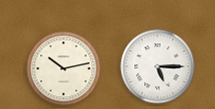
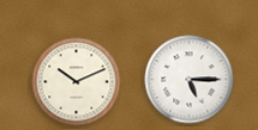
clock at (64, 69): 10:13 -> 10:11
